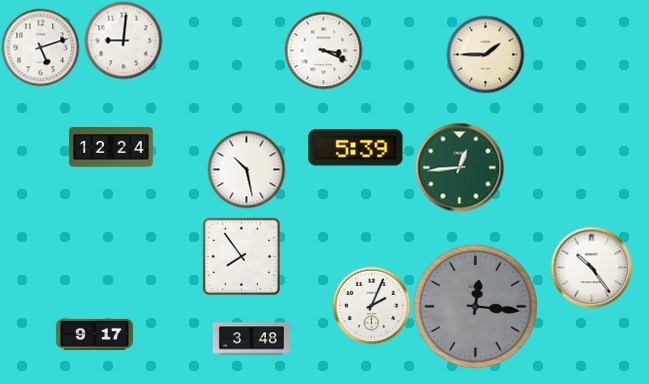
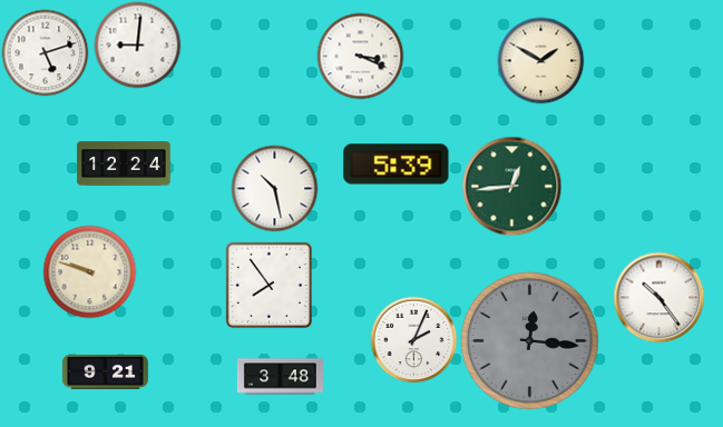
clock at (485, 54): 1:45 -> 1:50
clock at (89, 271): none -> 9:48
clock at (94, 334): 9:17 -> 9:21
